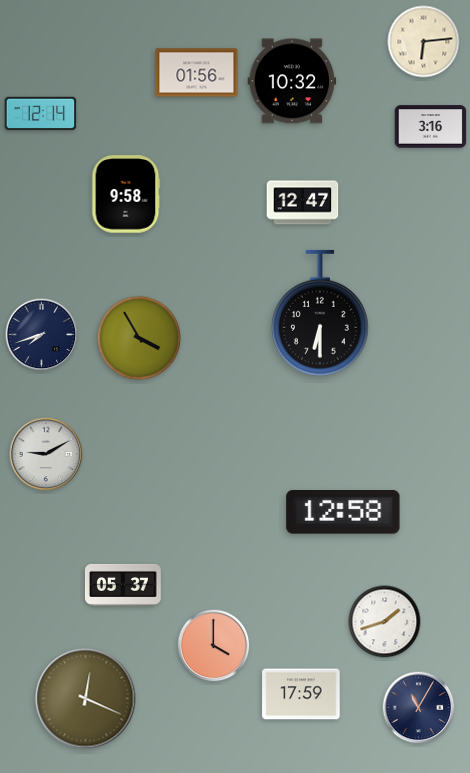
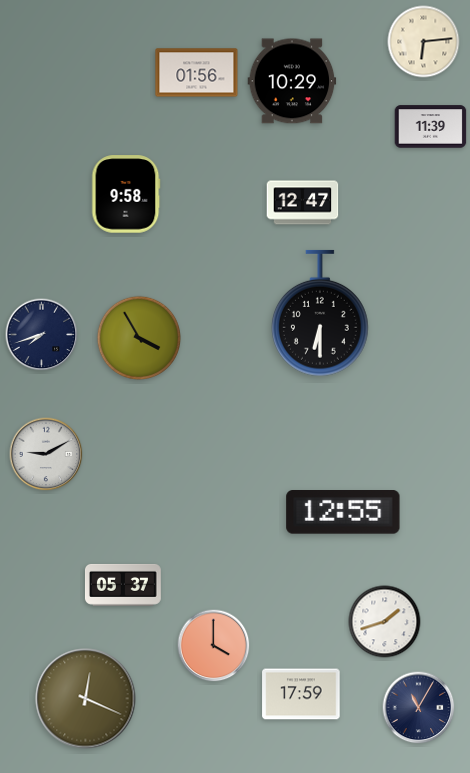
clock at (292, 81): 10:32 -> 10:29
clock at (41, 114): 12:14 -> none
clock at (431, 127): 3:16 -> 11:39
clock at (343, 512): 12:58 -> 12:55
